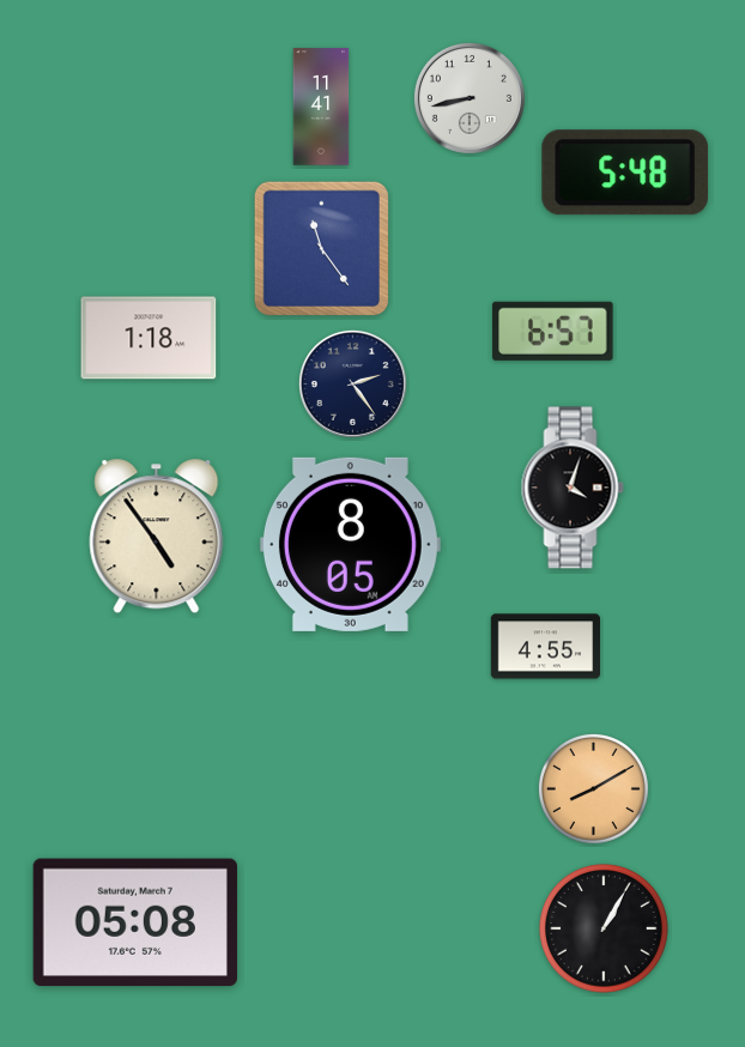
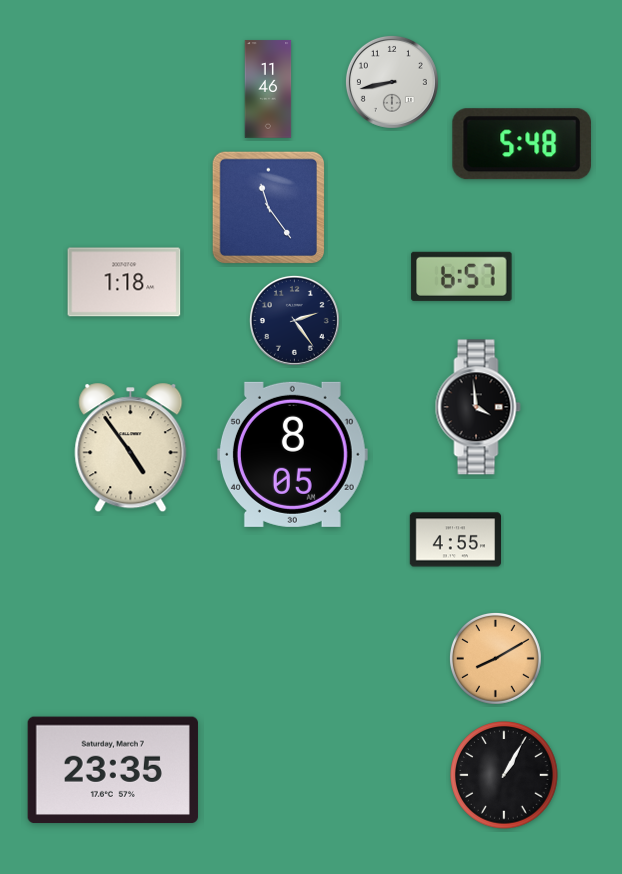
clock at (321, 107): 11:41 -> 11:46
clock at (573, 488): 4:03 -> 3:59
clock at (135, 922): 05:08 -> 23:35
